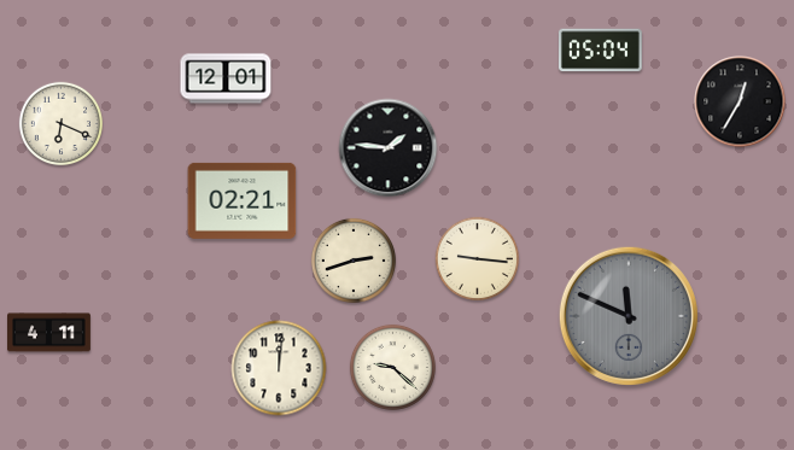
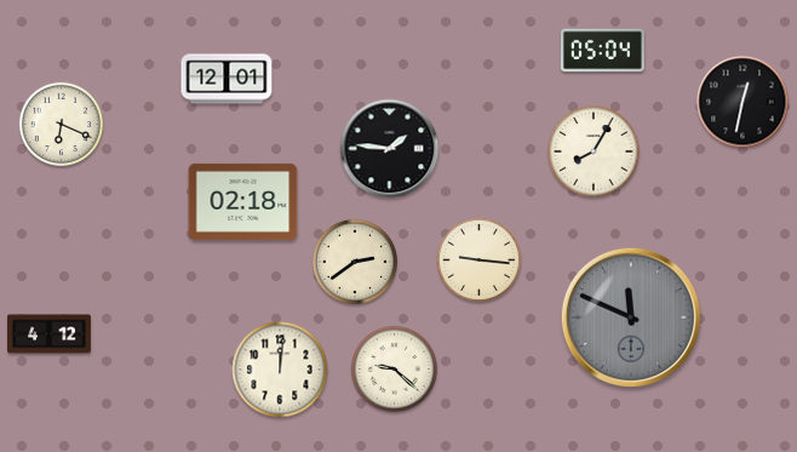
clock at (740, 101): 12:35 -> 12:32
clock at (594, 151): none -> 8:05
clock at (243, 200): 02:21 -> 02:18
clock at (354, 261): 2:42 -> 2:39
clock at (49, 333): 4:11 -> 4:12
